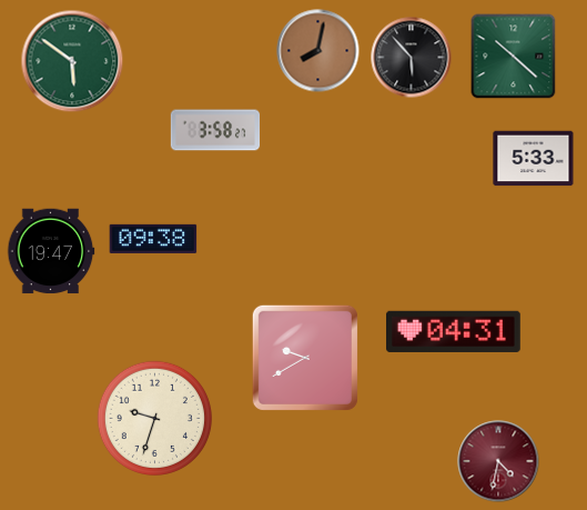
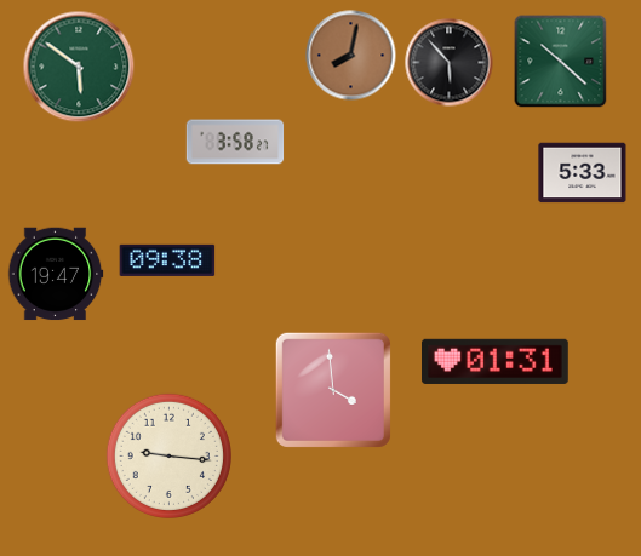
clock at (318, 51) position: (318, 51) -> (351, 56)
clock at (454, 331): 04:31 -> 01:31
clock at (305, 358): 9:40 -> 3:59
clock at (154, 418): 9:33 -> 9:16
clock at (498, 461): 4:32 -> none
